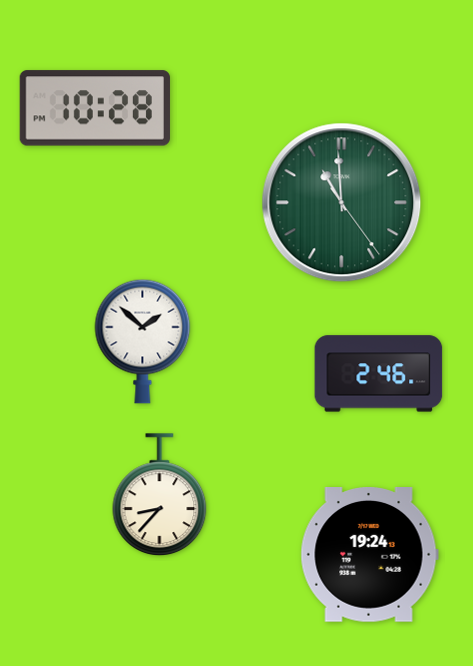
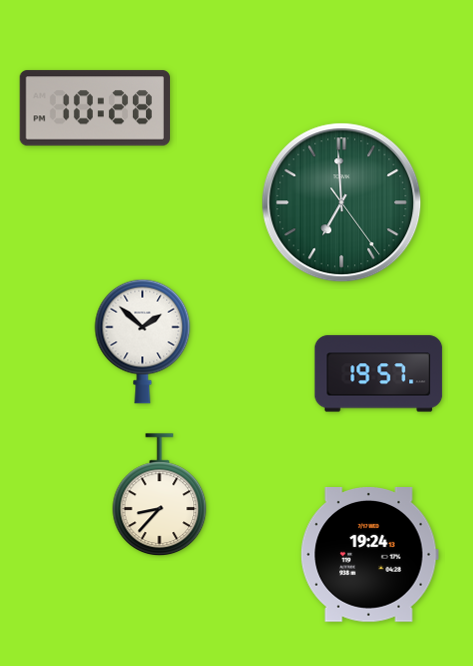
clock at (342, 203): 10:59 -> 6:59
clock at (379, 374): 2:46 -> 19:57
